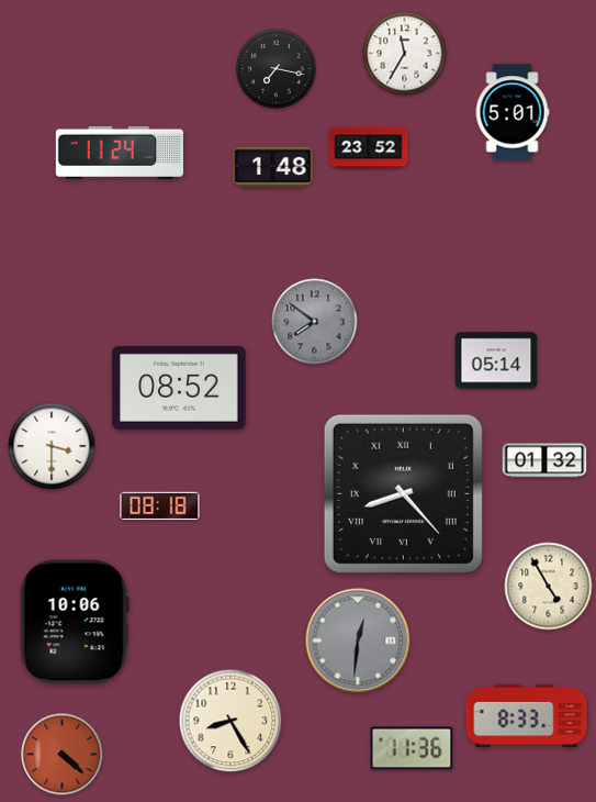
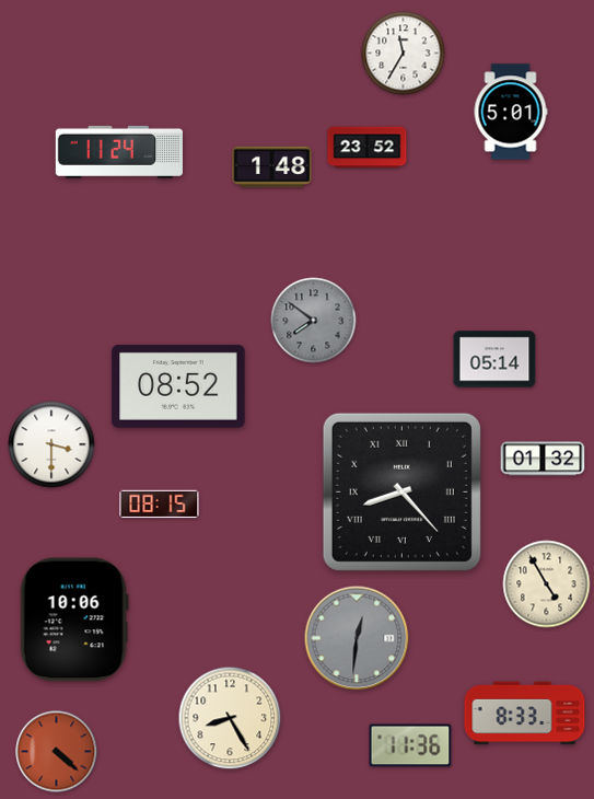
clock at (277, 69): 7:17 -> none
clock at (160, 506): 08:18 -> 08:15
clock at (63, 755) position: (63, 755) -> (57, 752)
